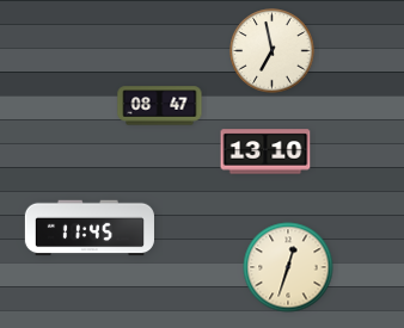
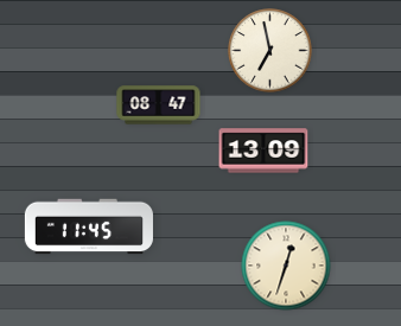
clock at (265, 151): 13:10 -> 13:09
